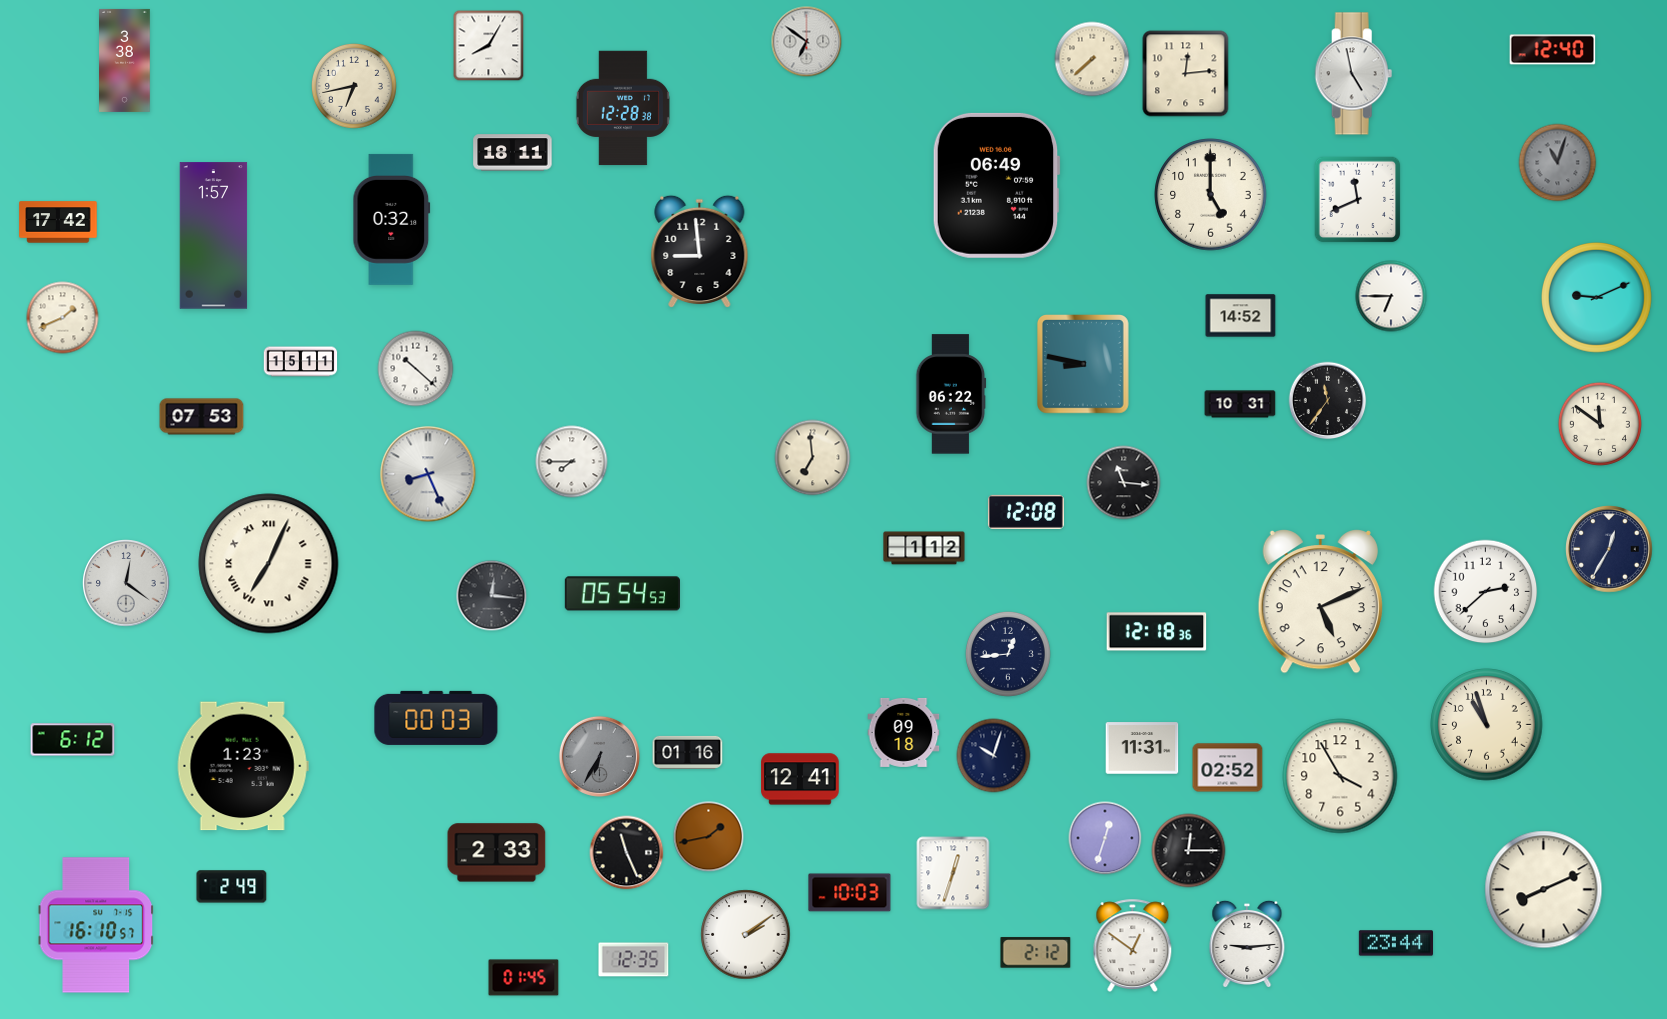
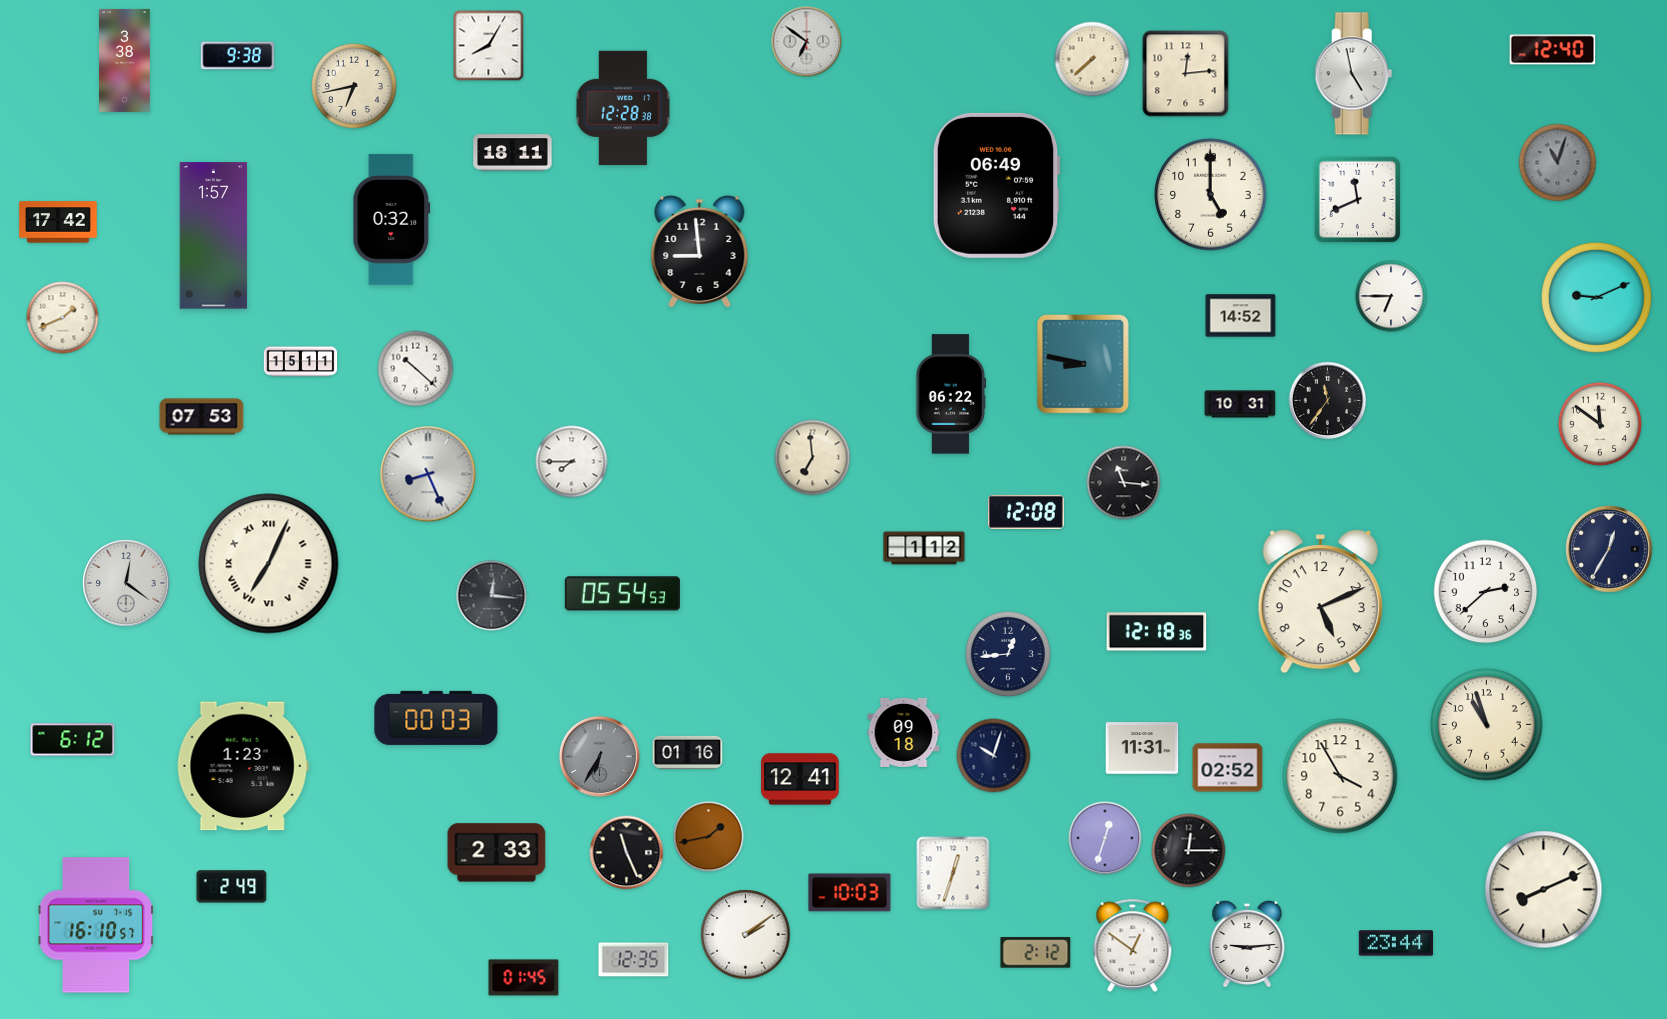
clock at (238, 56): none -> 9:38
